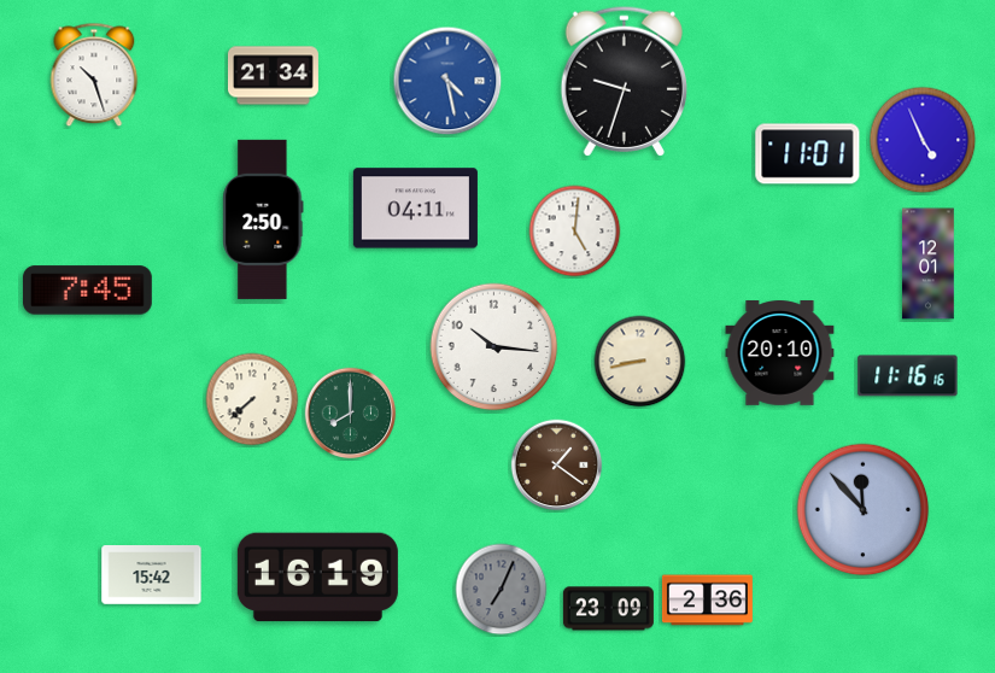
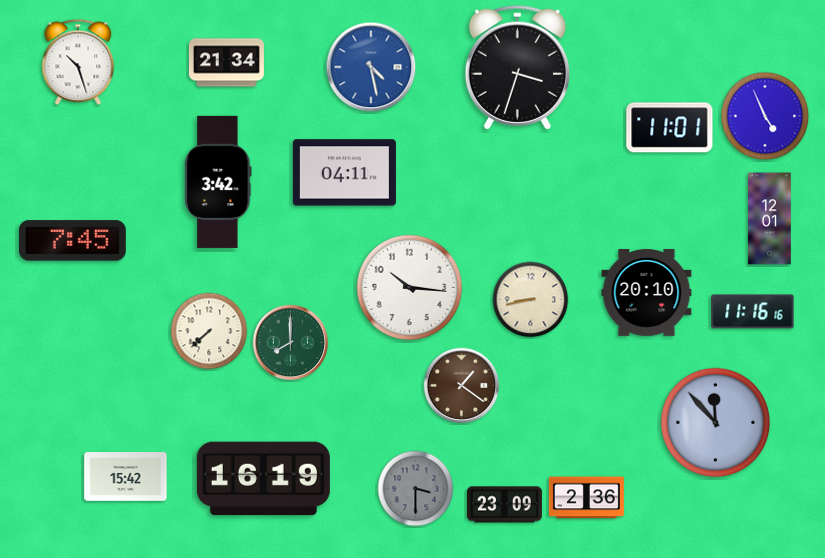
clock at (624, 81): 9:33 -> 3:33
clock at (263, 220): 2:50 -> 3:42
clock at (575, 232): 5:01 -> none
clock at (502, 590): 7:04 -> 3:30
